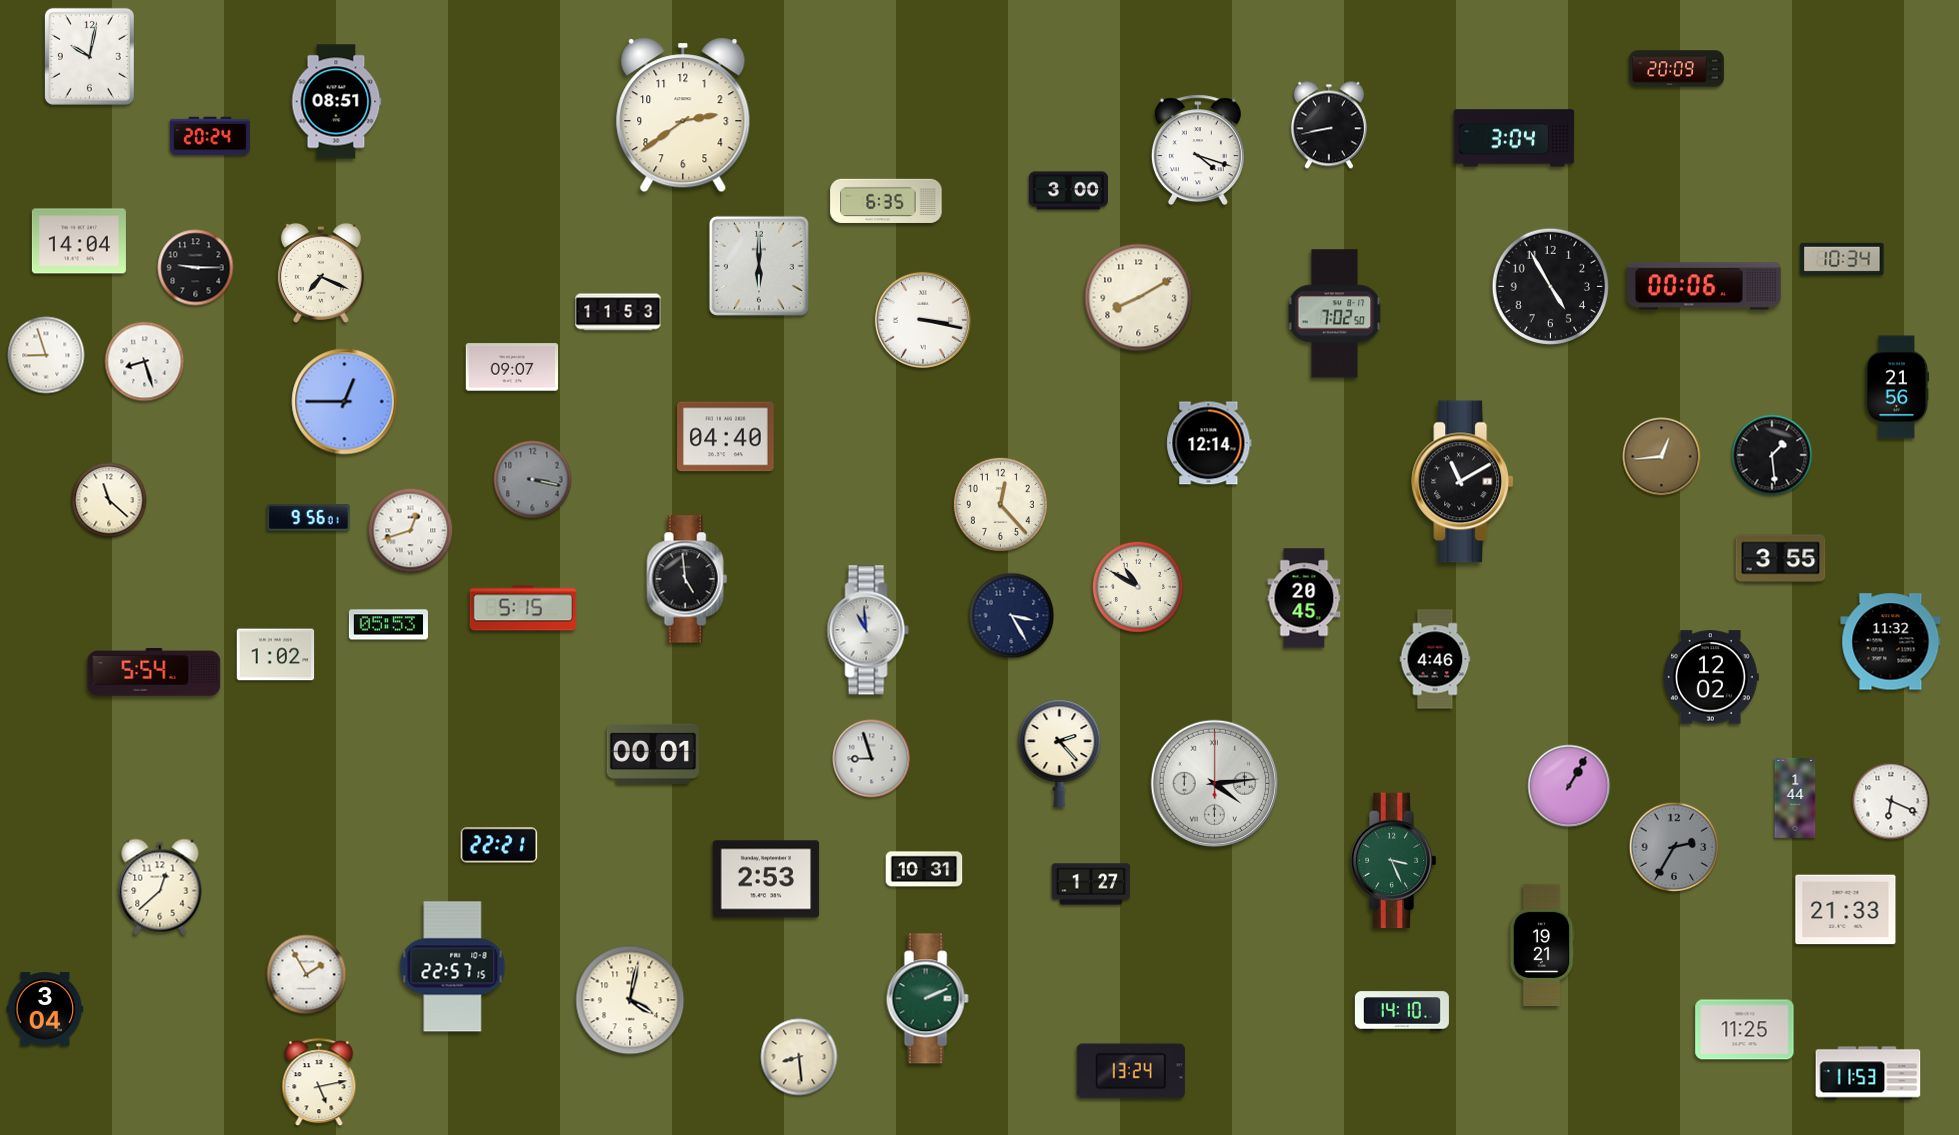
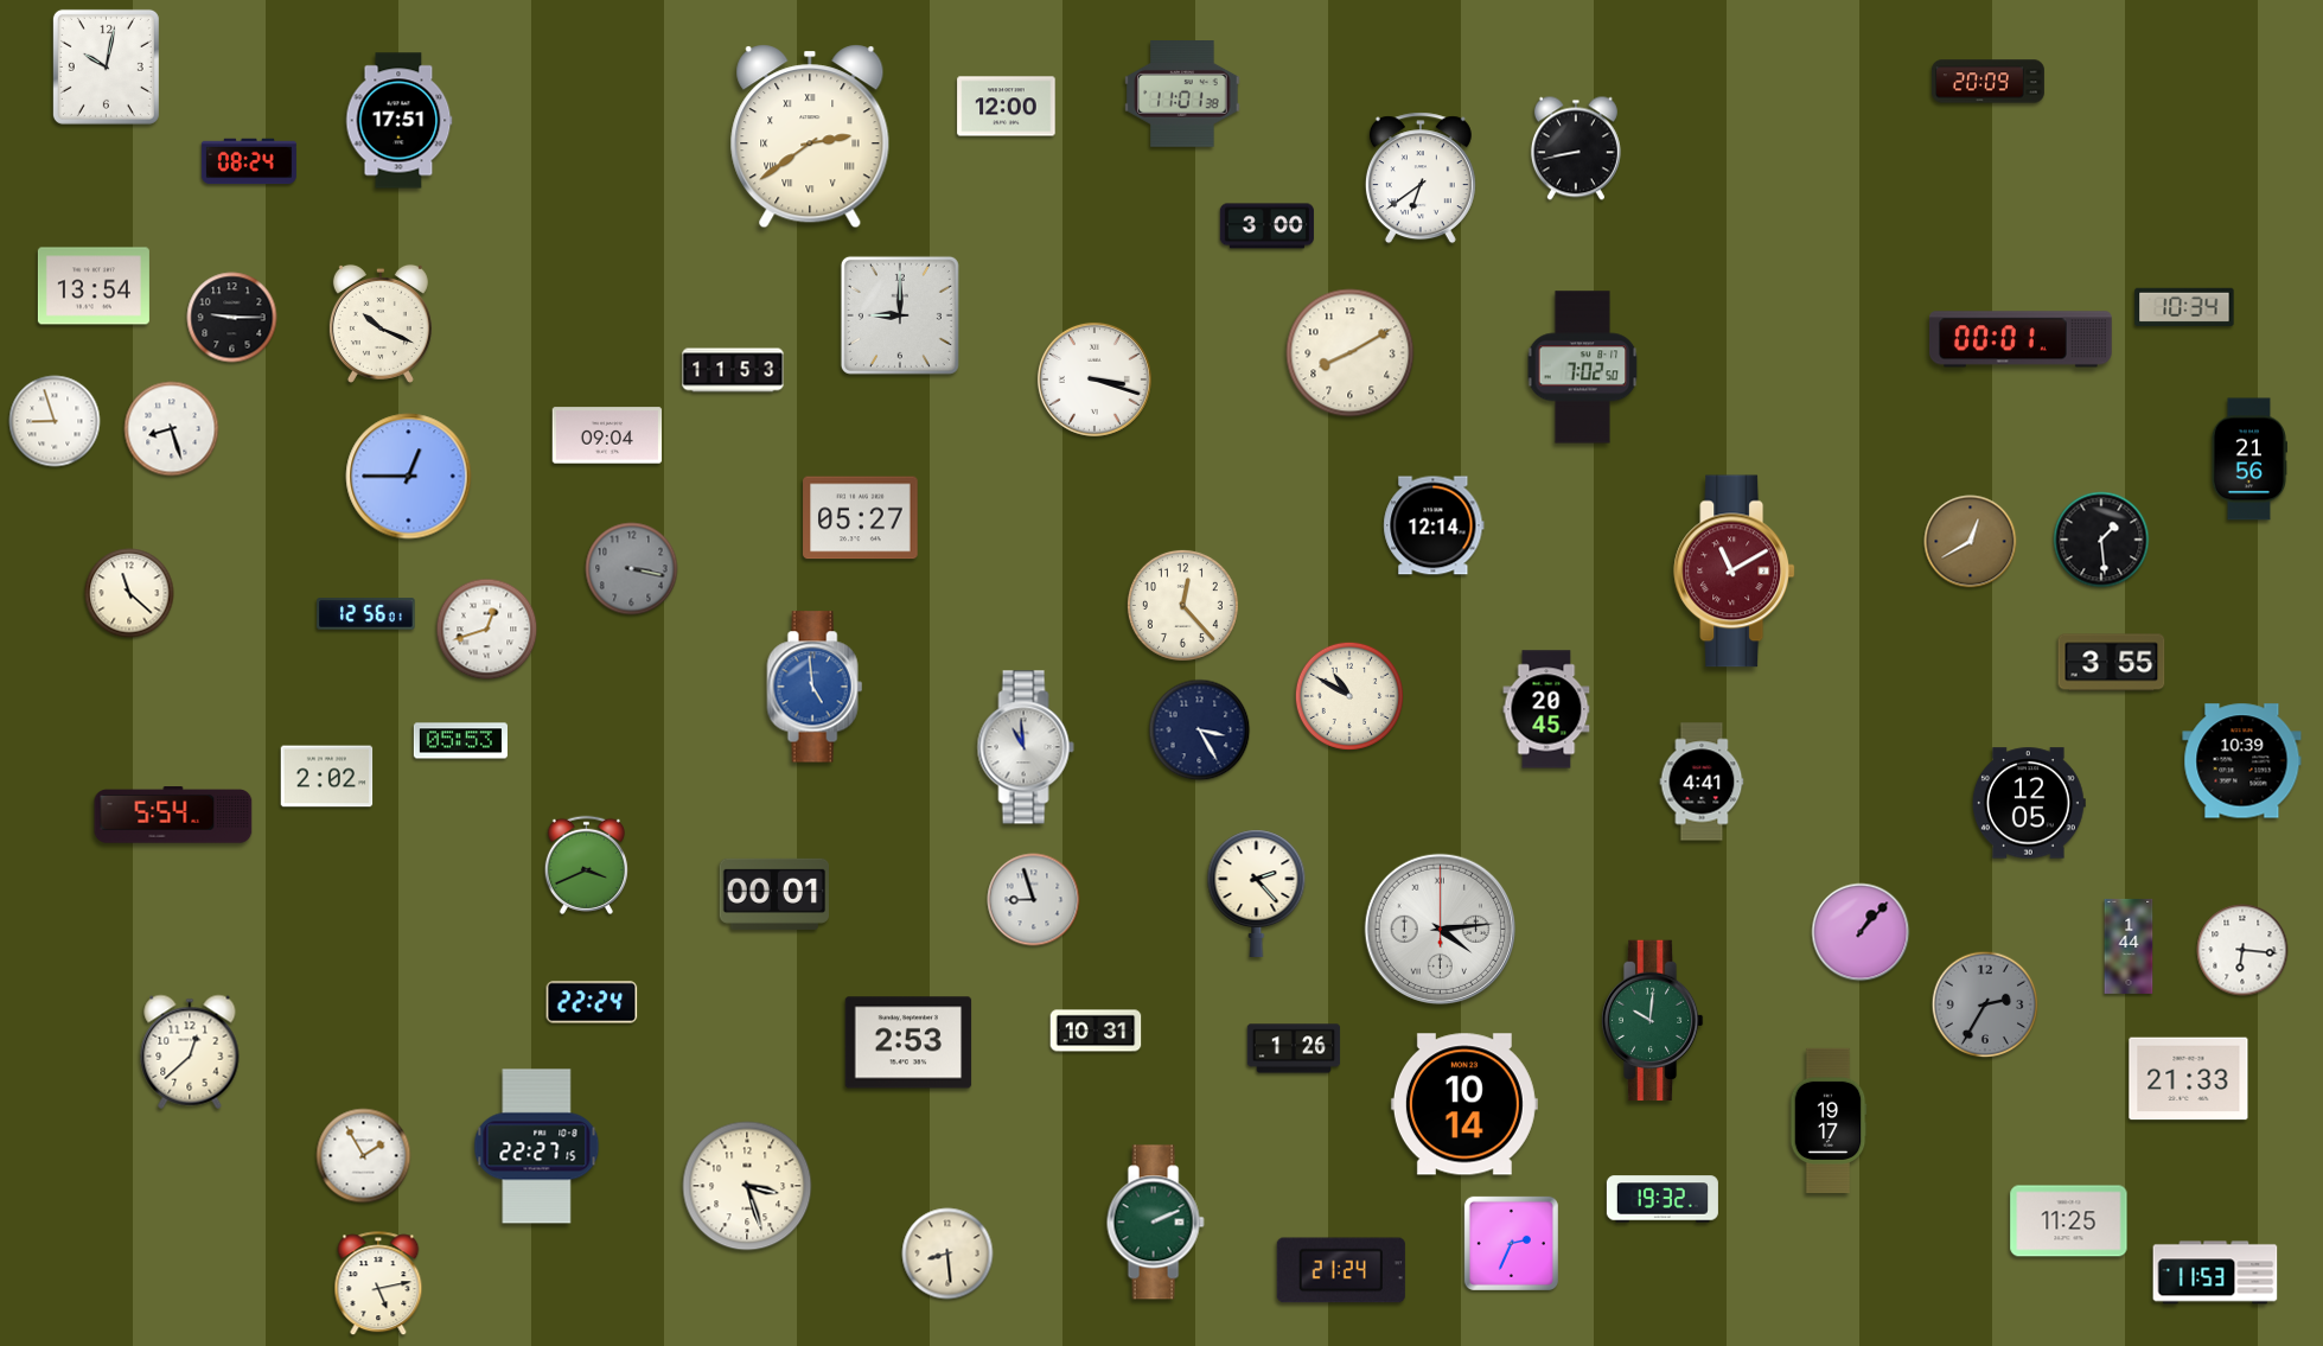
clock at (1182, 95): none -> 11:01
clock at (1007, 107): none -> 12:00
clock at (337, 102): 08:51 -> 17:51
clock at (683, 115) numerals: Arabic -> Roman
clock at (210, 136): 20:24 -> 08:24
clock at (1514, 138): 3:04 -> none
clock at (1198, 150): 4:18 -> 6:39
clock at (886, 201): 6:35 -> none
clock at (79, 241): 14:04 -> 13:54
clock at (759, 266): 6:00 -> 9:00
clock at (321, 273): 7:19 -> 10:19
clock at (1550, 286): 4:55 -> none
clock at (1704, 286): 00:06 -> 00:01
clock at (1335, 314) position: (1335, 314) -> (1583, 368)
clock at (923, 320): 3:17 -> 3:18
clock at (512, 367): 09:07 -> 09:04
clock at (726, 437): 04:40 -> 05:27
clock at (1662, 457): 12:44 -> 12:40
clock at (1463, 482) dial: black -> burgundy
clock at (1000, 504) position: (1000, 504) -> (1182, 605)
clock at (309, 518): 9:56 -> 12:56
clock at (687, 579) dial: black -> blue
clock at (523, 608): 5:15 -> none
clock at (868, 630) position: (868, 630) -> (1026, 747)
clock at (1891, 642): 11:32 -> 10:39
clock at (276, 655): 1:02 -> 2:02
clock at (1435, 659): 4:46 -> 4:41
clock at (154, 672) position: (154, 672) -> (173, 815)
clock at (1711, 677): 12:02 -> 12:05
clock at (586, 865): none -> 3:41
clock at (1569, 786): 1:05 -> 1:07
clock at (1891, 801): 6:19 -> 6:16
clock at (499, 845): 22:21 -> 22:24
clock at (1393, 861): 3:26 -> 10:01
clock at (1091, 884): 1:27 -> 1:26
clock at (1464, 1104): none -> 10:14
clock at (1542, 945): 19:21 -> 19:17
clock at (453, 967): 22:57 -> 22:27
clock at (927, 999) position: (927, 999) -> (1155, 1223)
clock at (630, 1000): 4:02 -> 3:27
clock at (45, 1009): 3:04 -> none
clock at (1402, 1011): 14:10 -> 19:32
clock at (1511, 1243): none -> 2:34
clock at (1131, 1071): 13:24 -> 21:24
